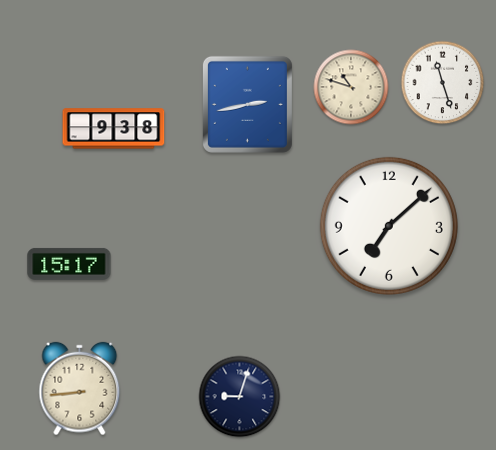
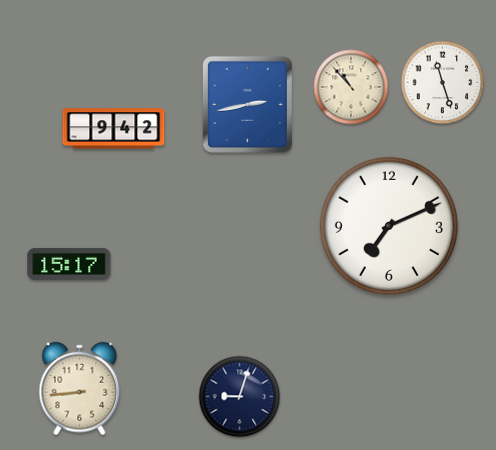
clock at (351, 87): 10:48 -> 10:53
clock at (114, 129): 9:38 -> 9:42
clock at (389, 226): 7:08 -> 7:11
